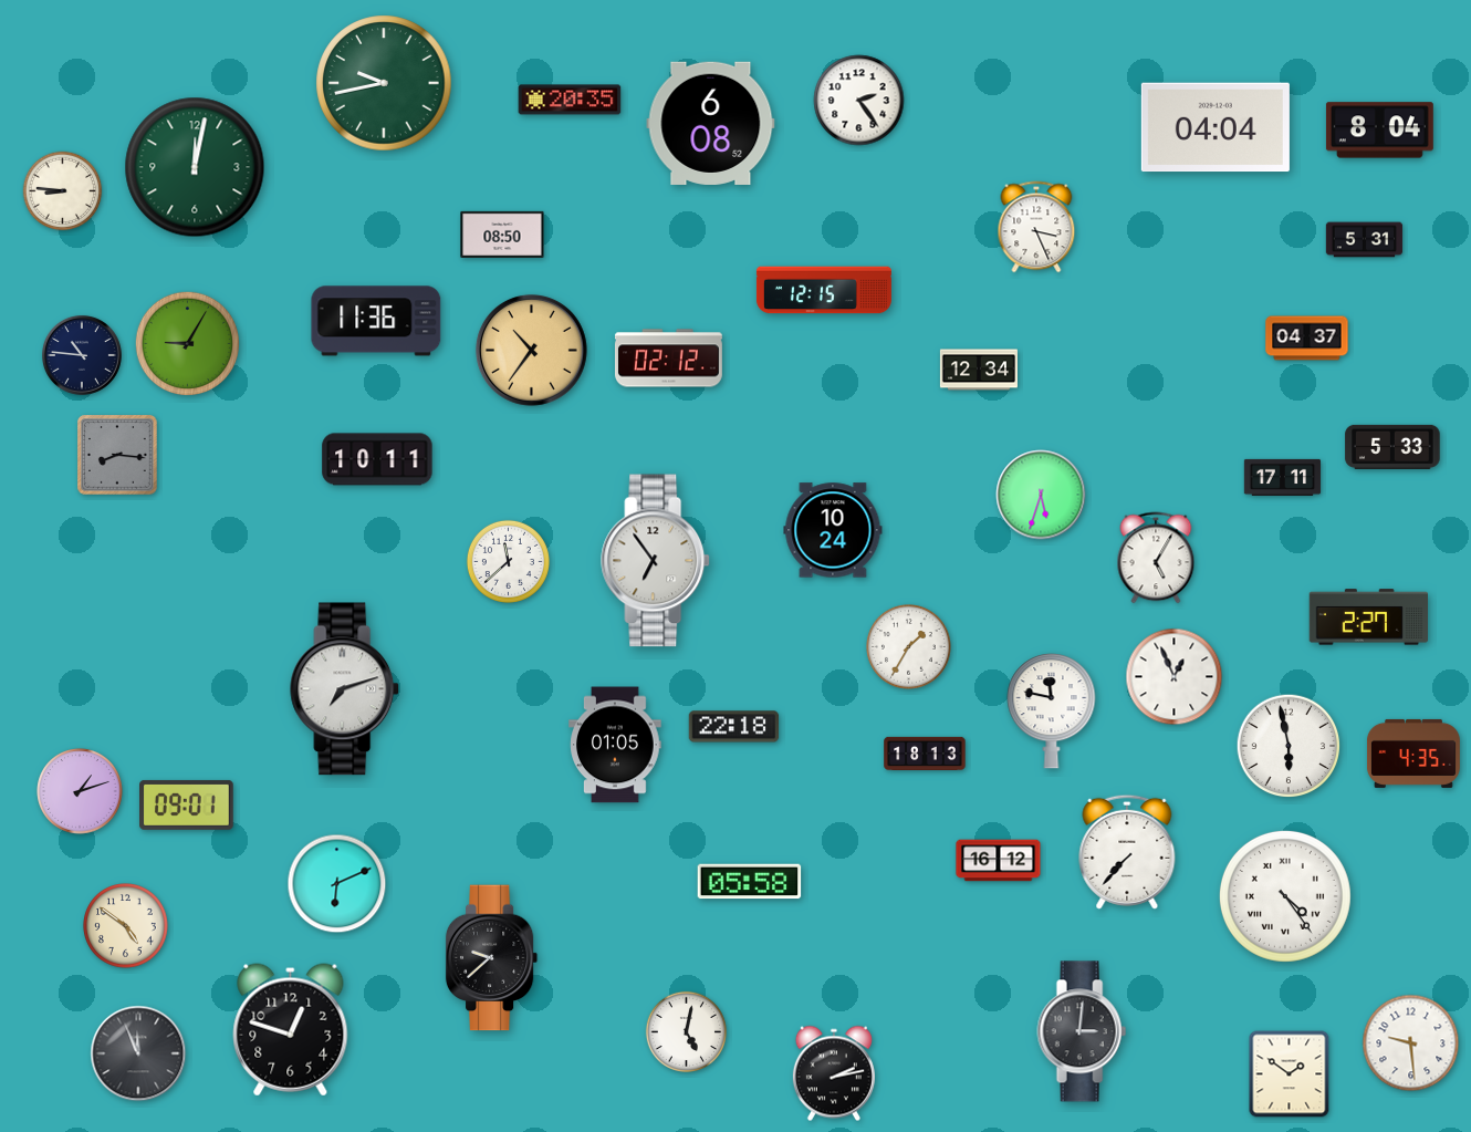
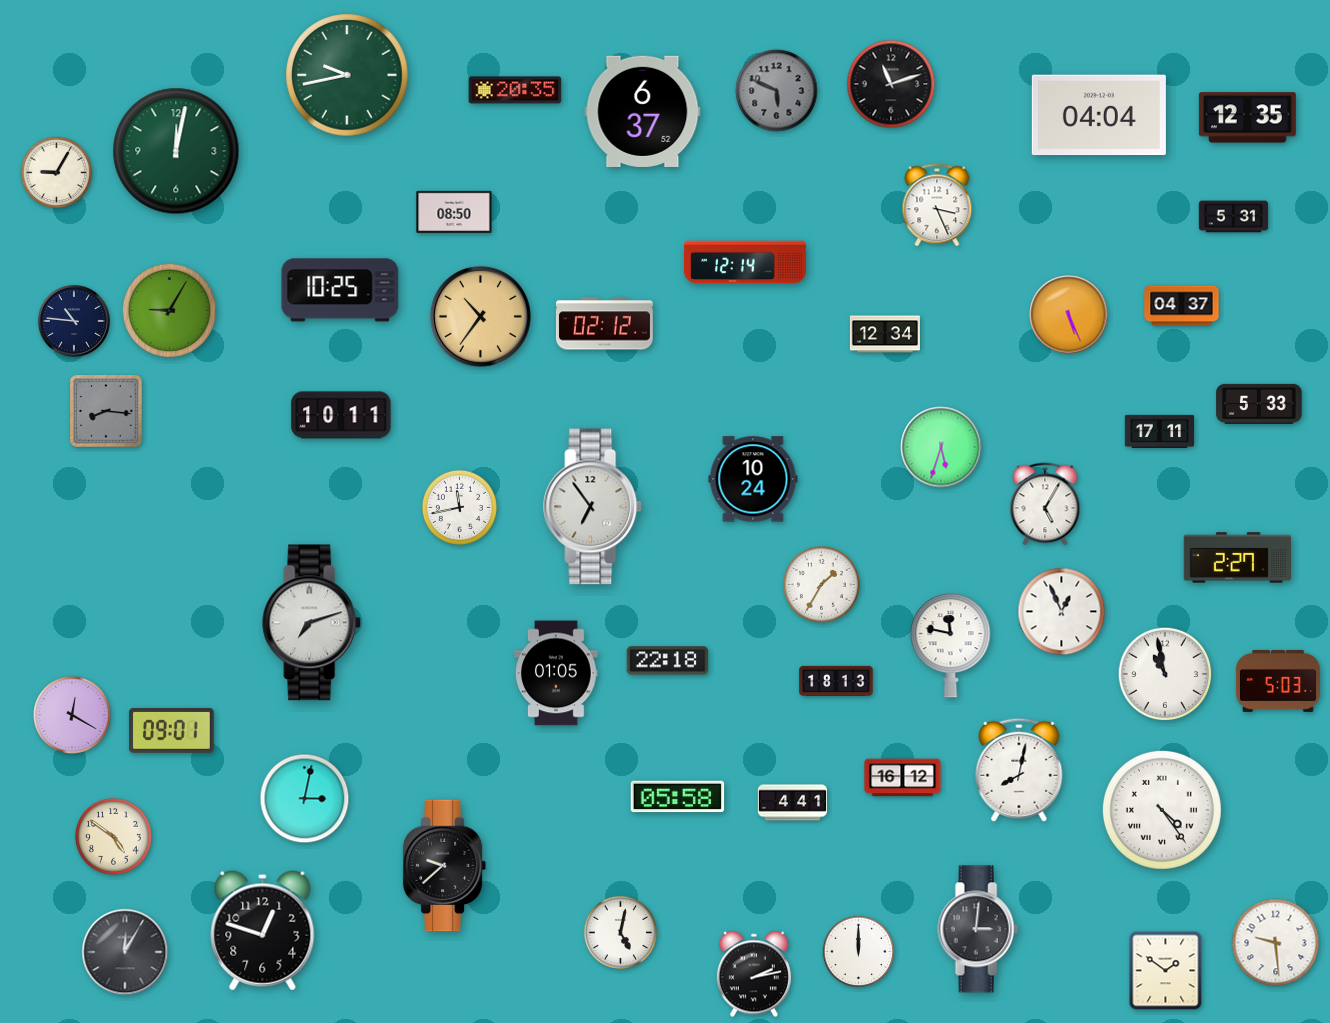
clock at (891, 84): none -> 11:12
clock at (859, 101): 2:24 -> 5:49
clock at (859, 101) dial: white -> grey
clock at (711, 123): 6:08 -> 6:37
clock at (1379, 131): 8:04 -> 12:35
clock at (63, 191): 8:46 -> 9:05
clock at (824, 290): 12:15 -> 12:14
clock at (376, 321): 11:36 -> 10:25
clock at (1069, 315): none -> 5:26
clock at (508, 561): 11:38 -> 11:43
clock at (1052, 712) position: (1052, 712) -> (951, 646)
clock at (734, 727) position: (734, 727) -> (668, 661)
clock at (1289, 746): 5:58 -> 10:58
clock at (1413, 754): 4:35 -> 5:03
clock at (80, 791): 1:12 -> 12:20
clock at (187, 804) position: (187, 804) -> (172, 730)
clock at (1127, 852): 7:37 -> 8:02
clock at (337, 884): 6:11 -> 3:02
clock at (793, 803): none -> 4:41
clock at (1082, 1031) position: (1082, 1031) -> (978, 929)
clock at (138, 1053): 11:56 -> 12:05
clock at (859, 952): none -> 12:00
clock at (834, 1073) position: (834, 1073) -> (754, 974)
